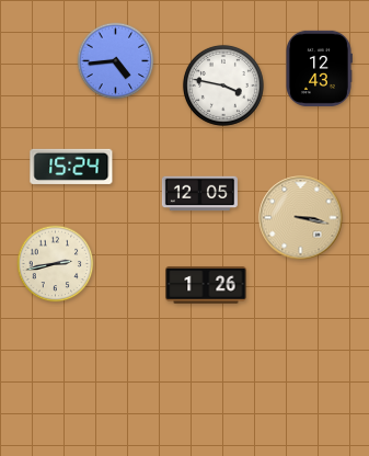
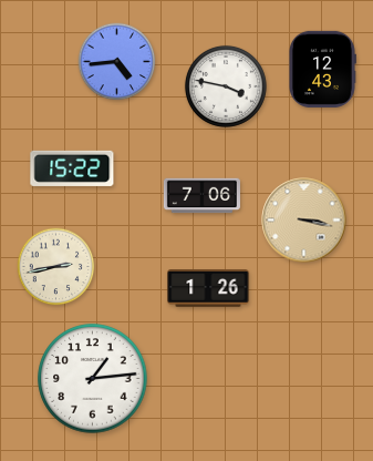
clock at (71, 167): 15:24 -> 15:22
clock at (199, 194): 12:05 -> 7:06
clock at (93, 379): none -> 1:14
